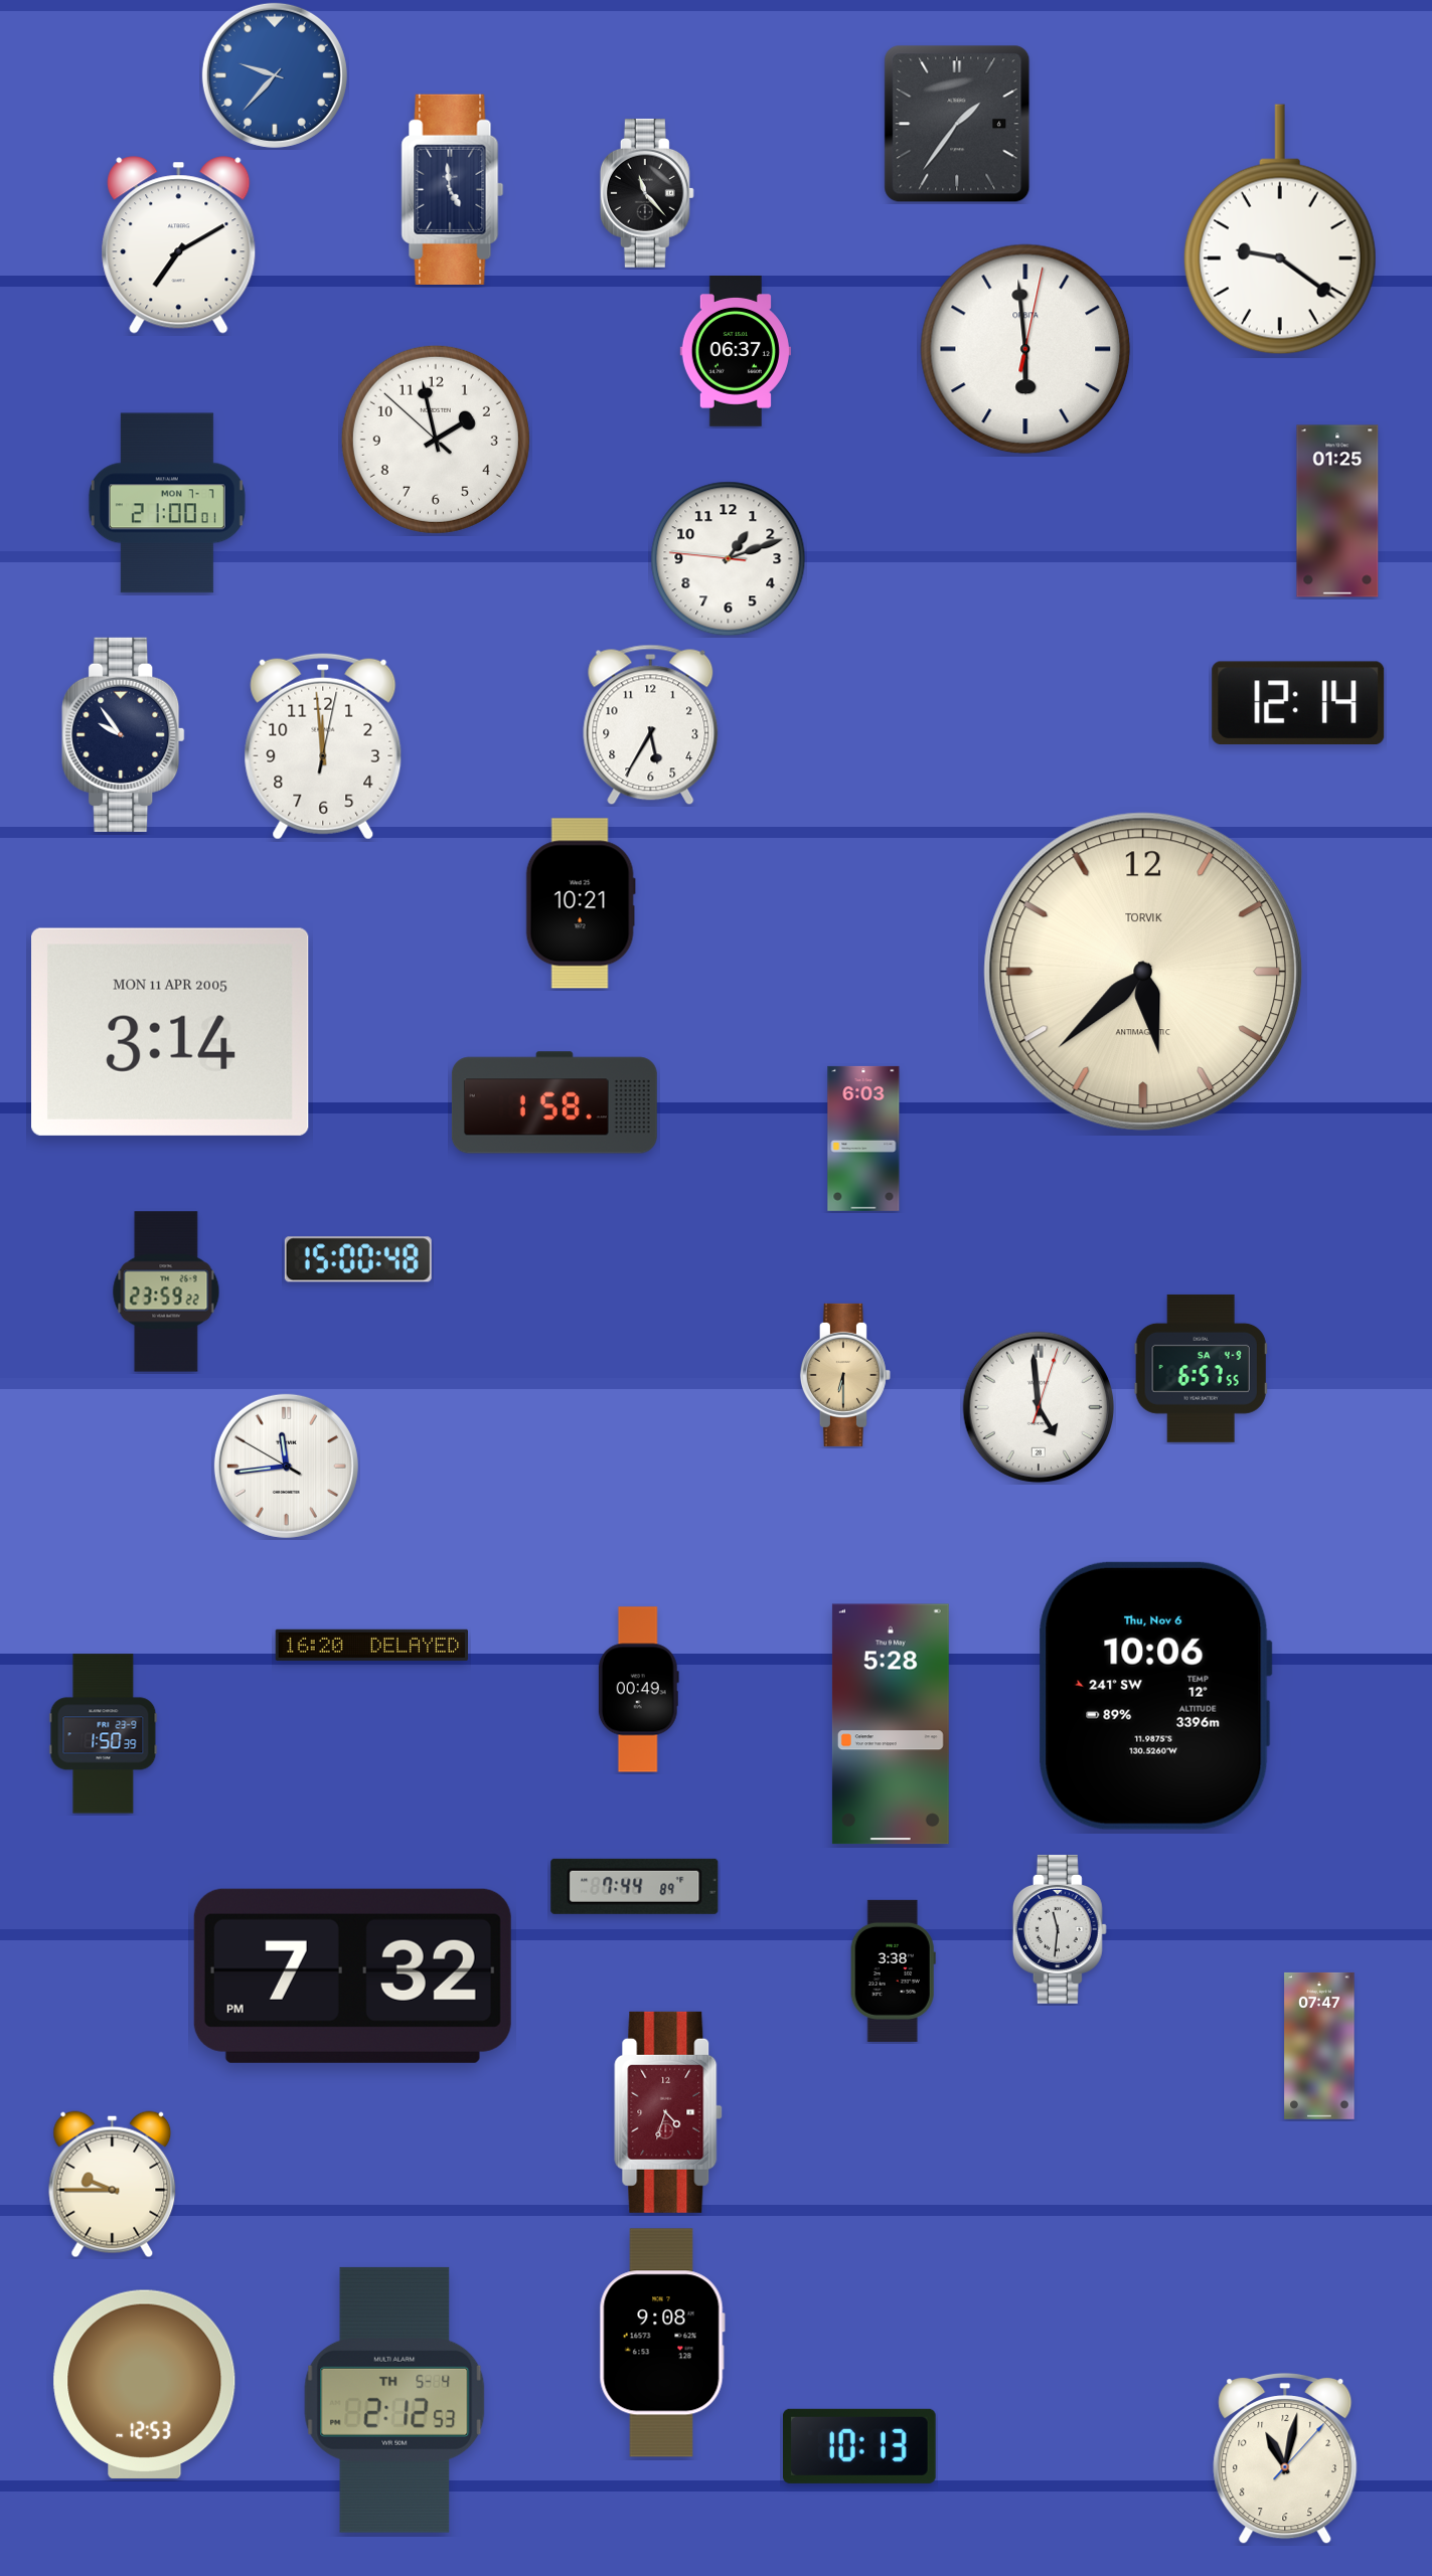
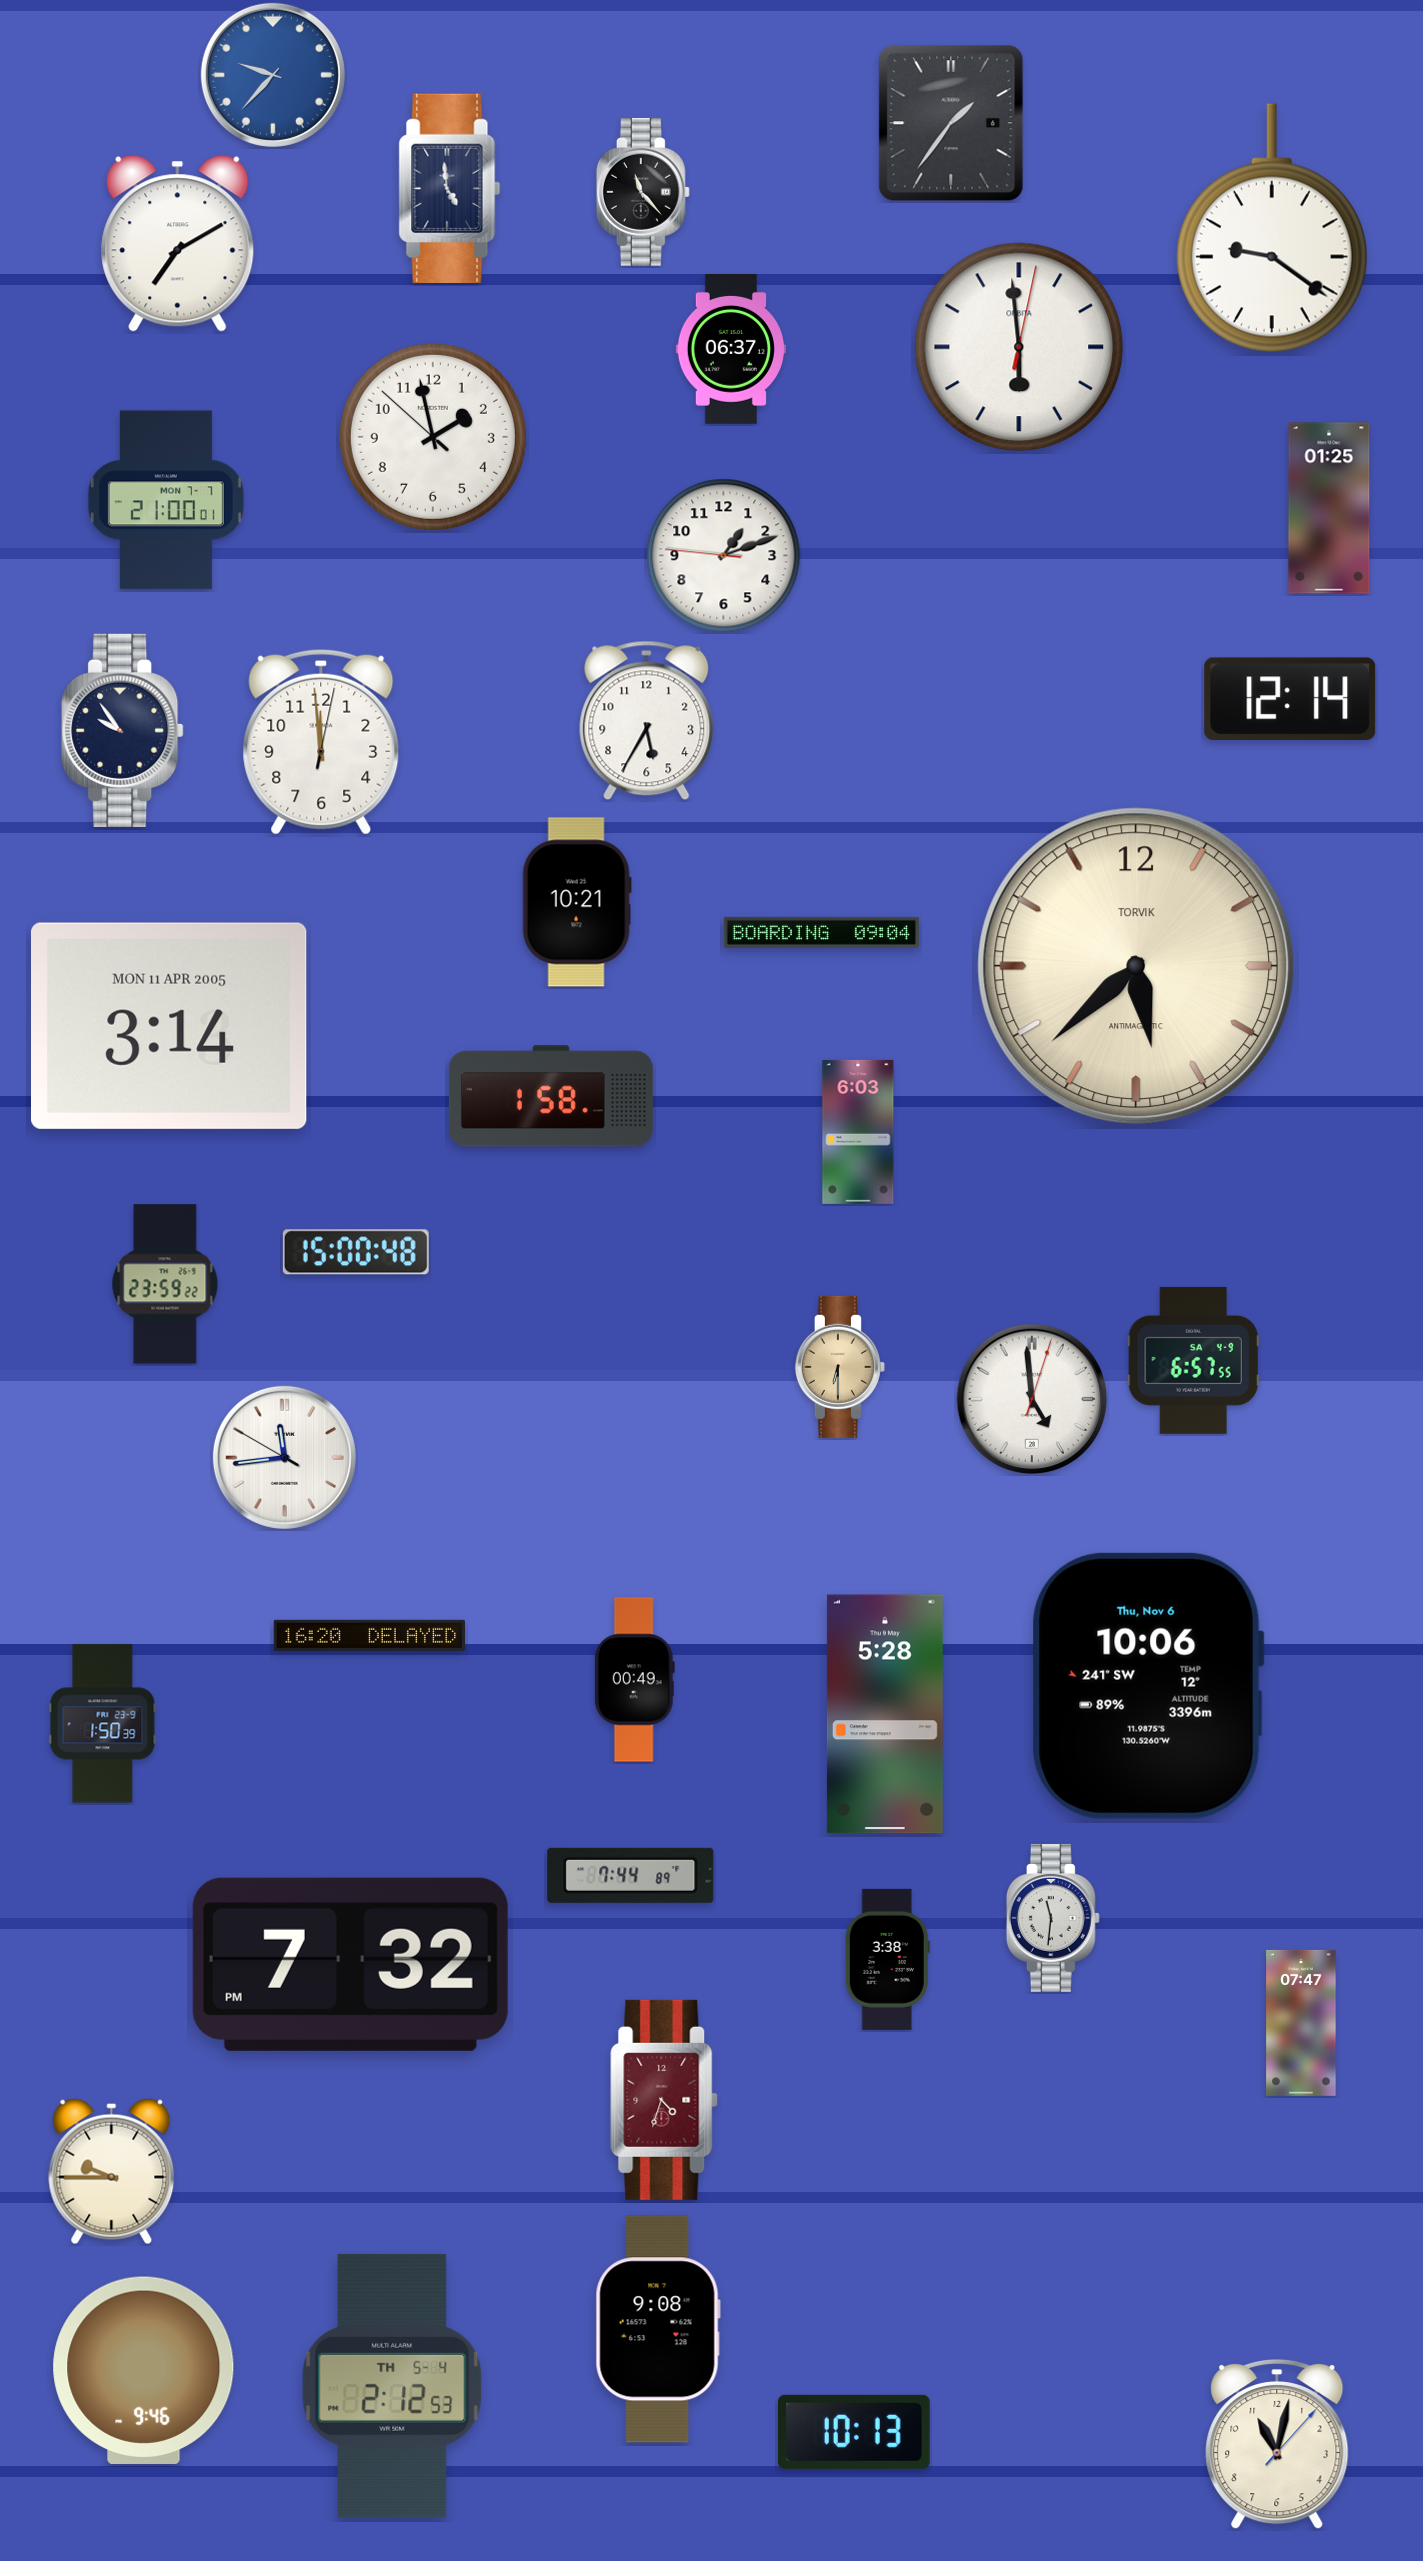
clock at (581, 903) position: (581, 903) -> (577, 902)
clock at (821, 932): none -> 09:04
clock at (1319, 2046) position: (1319, 2046) -> (1301, 2023)
clock at (145, 2384): 12:53 -> 9:46
